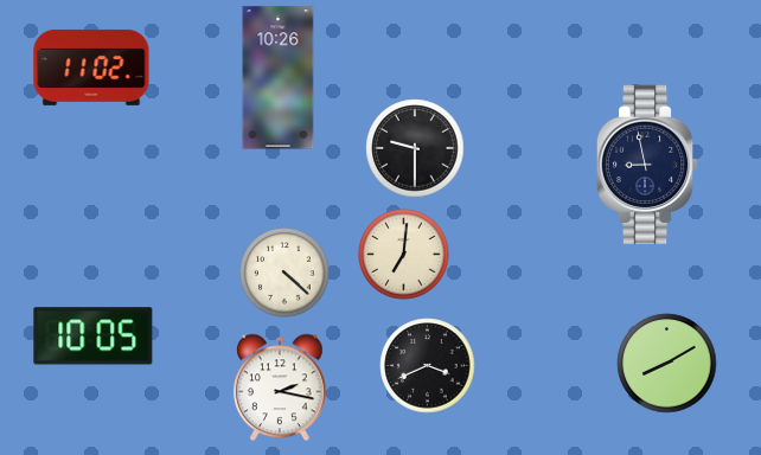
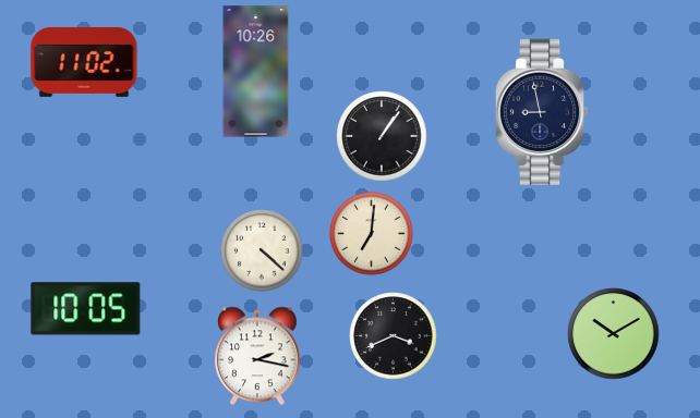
clock at (415, 148): 9:30 -> 1:06
clock at (647, 164) position: (647, 164) -> (542, 111)
clock at (667, 364): 8:10 -> 10:10
